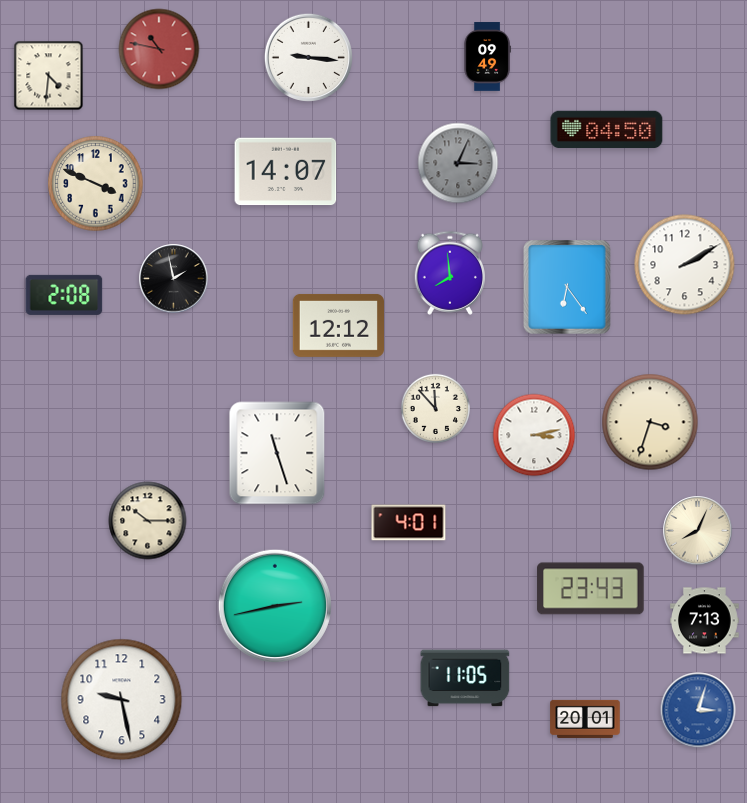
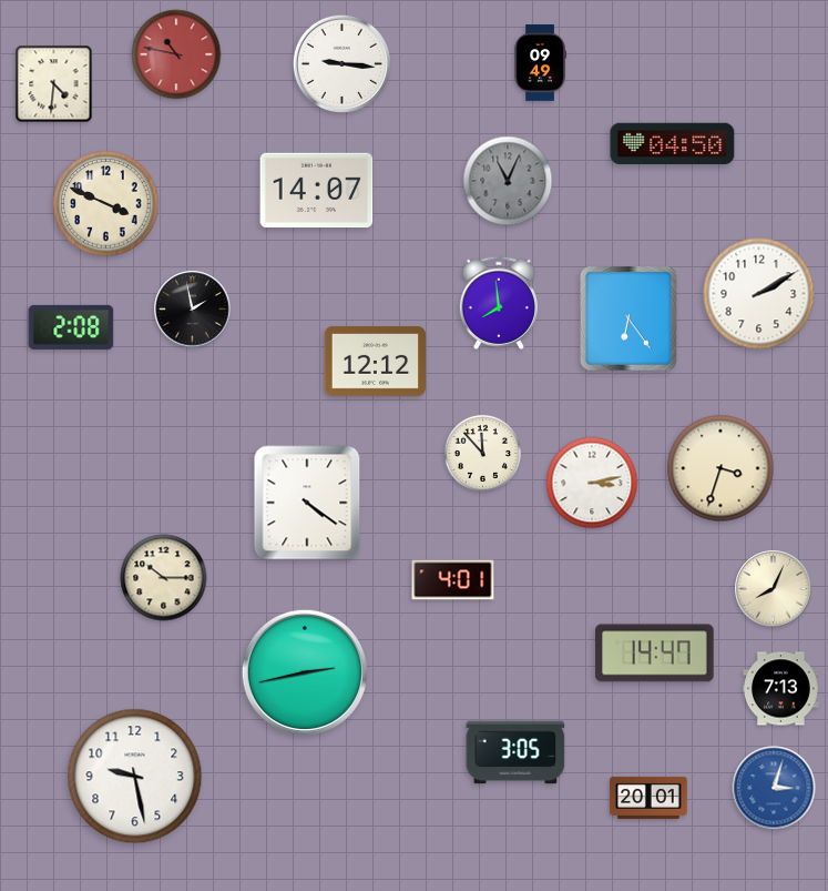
clock at (458, 163): 3:04 -> 11:04
clock at (277, 453): 11:27 -> 4:21
clock at (591, 589): 23:43 -> 14:47
clock at (465, 678): 11:05 -> 3:05
